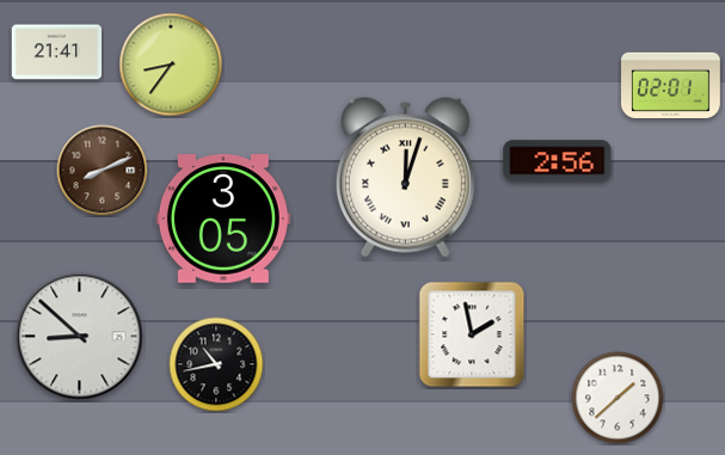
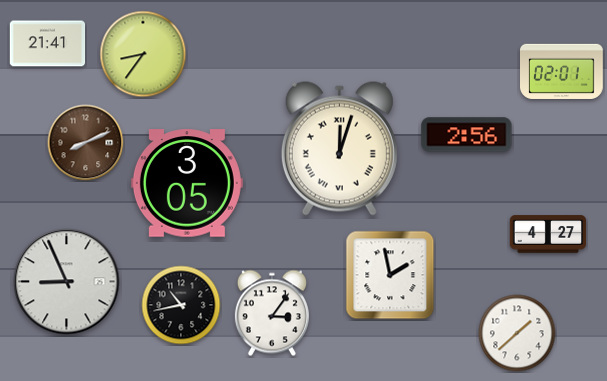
clock at (548, 234): none -> 4:27
clock at (472, 334) position: (472, 334) -> (390, 275)
clock at (80, 337): 8:52 -> 8:56
clock at (272, 313): none -> 3:06
